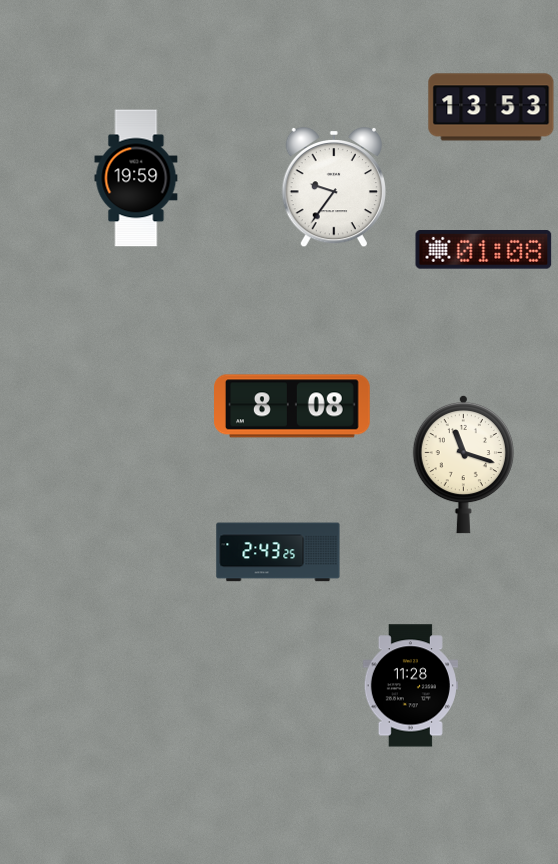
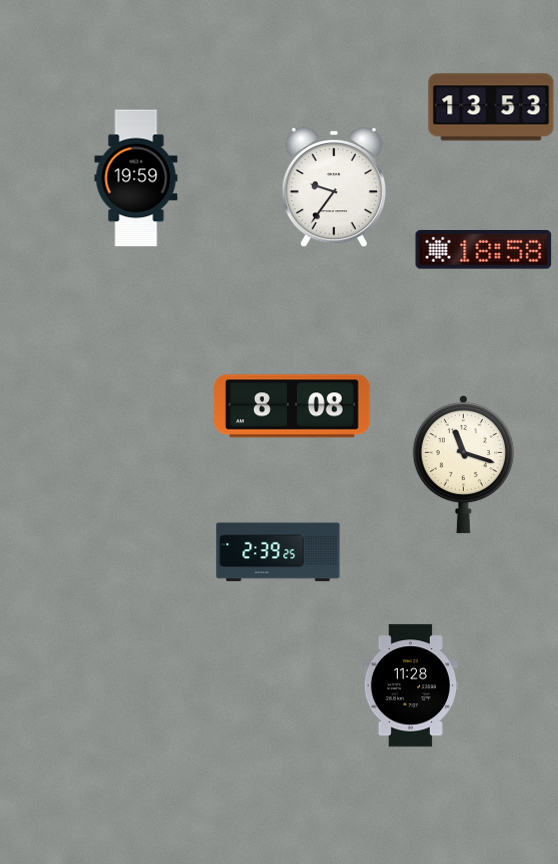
clock at (484, 250): 01:08 -> 18:58
clock at (278, 552): 2:43 -> 2:39
